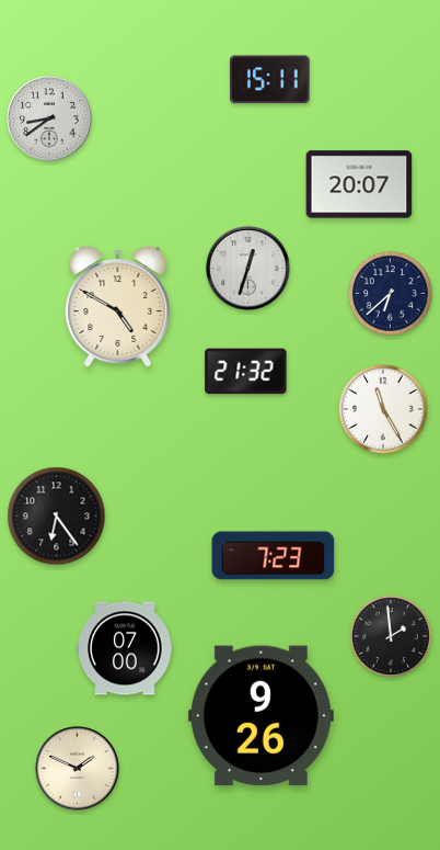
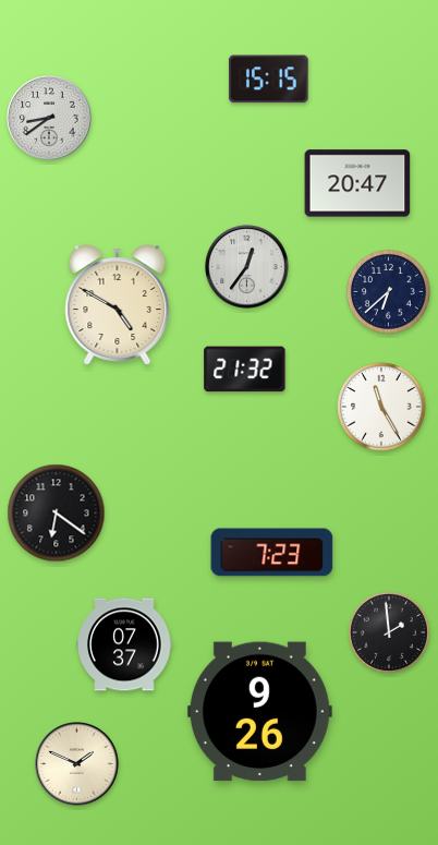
clock at (270, 80): 15:11 -> 15:15
clock at (359, 184): 20:07 -> 20:47
clock at (248, 269): 12:33 -> 12:36
clock at (57, 517): 6:24 -> 6:21
clock at (125, 648): 07:00 -> 07:37
